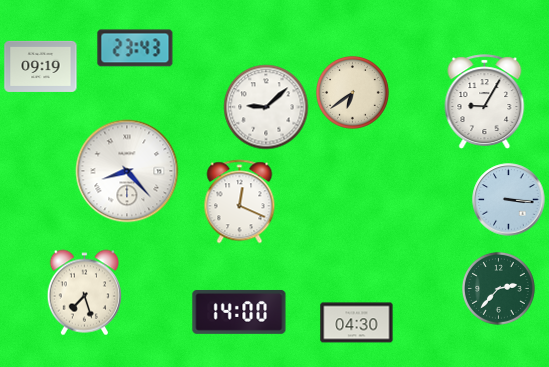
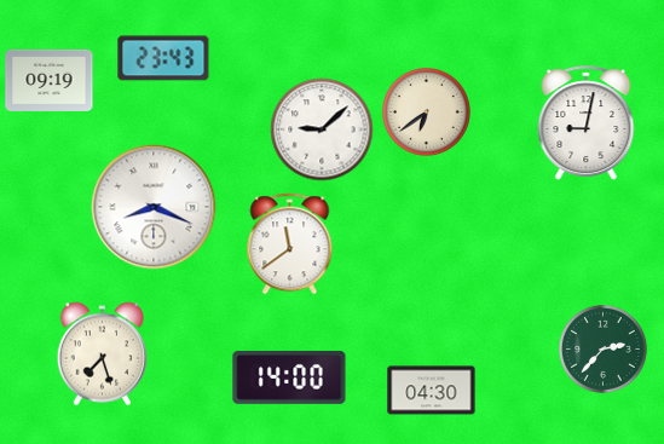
clock at (485, 102): 9:05 -> 9:02
clock at (127, 171): 8:23 -> 8:19
clock at (509, 200): 3:16 -> none
clock at (240, 202): 12:19 -> 11:39
